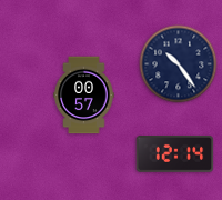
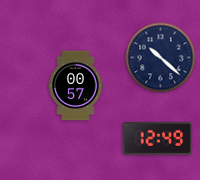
clock at (179, 64): 10:24 -> 10:22
clock at (175, 153): 12:14 -> 12:49
